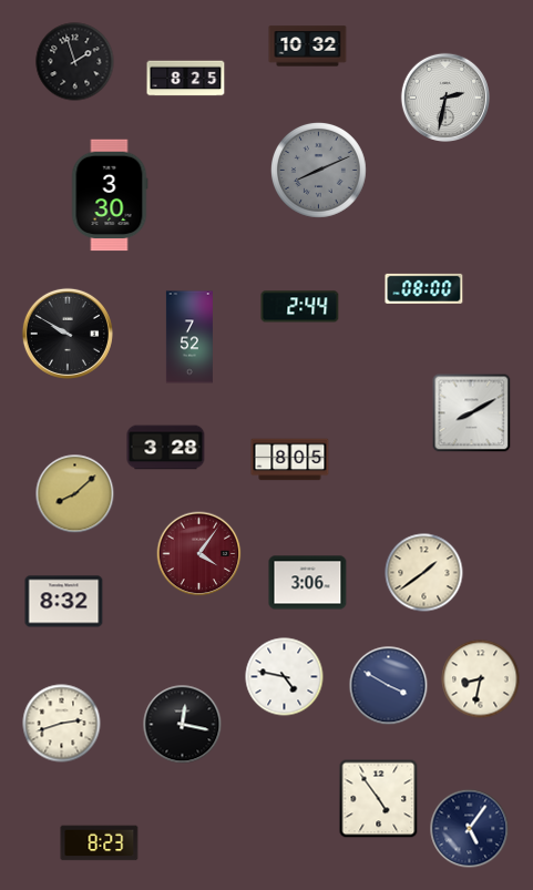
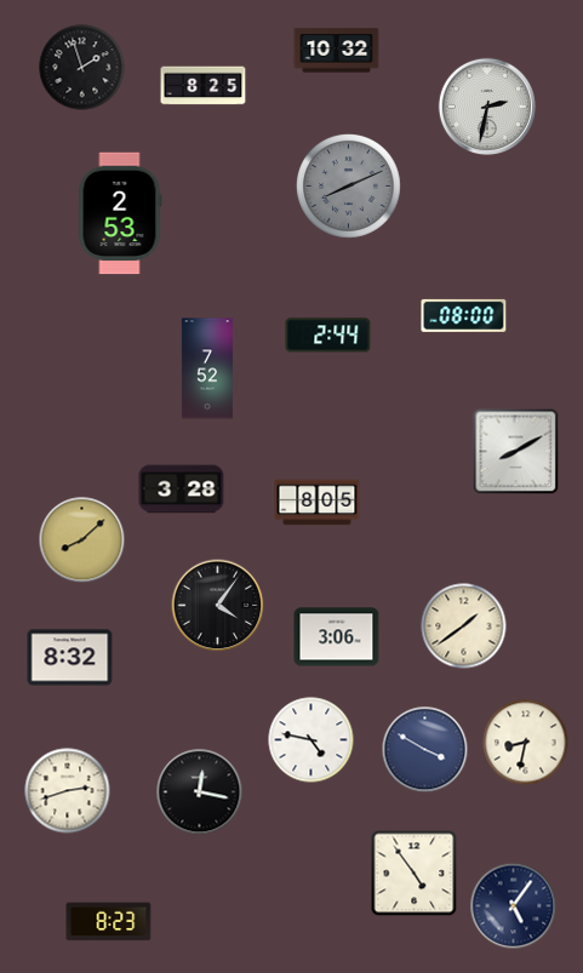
clock at (110, 195): 3:30 -> 2:53
clock at (68, 334): 9:50 -> none
clock at (199, 554) dial: burgundy -> black
